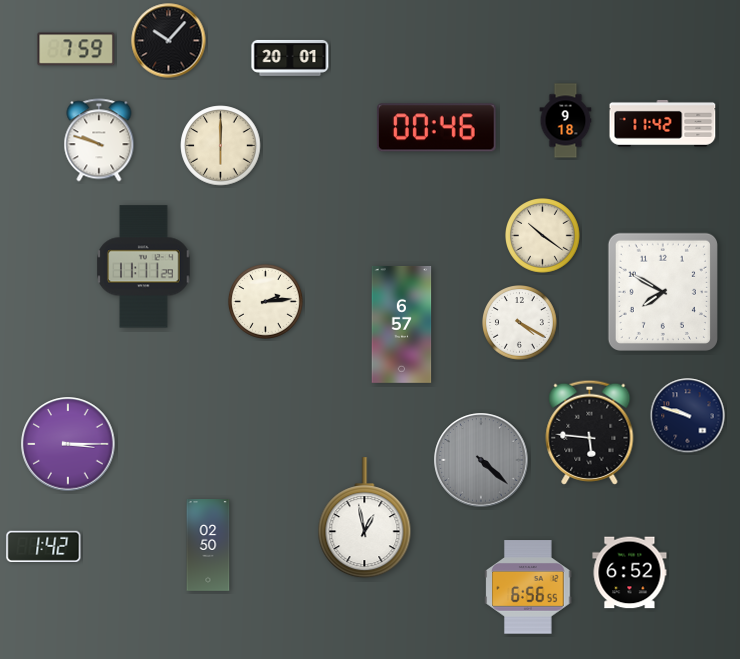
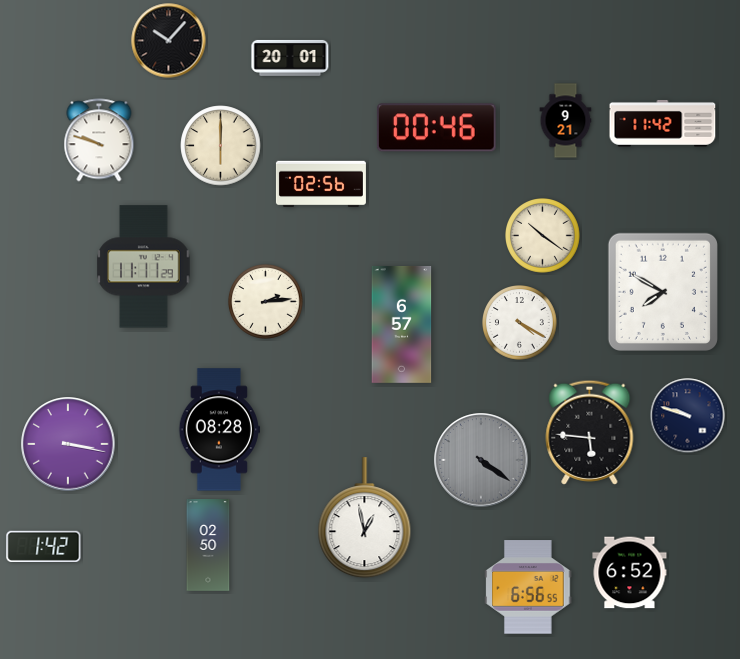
clock at (76, 49): 7:59 -> none
clock at (566, 121): 9:18 -> 9:21
clock at (321, 184): none -> 02:56
clock at (219, 430): none -> 08:28
clock at (68, 444): 3:15 -> 3:17
clock at (481, 460): 4:22 -> 4:21
